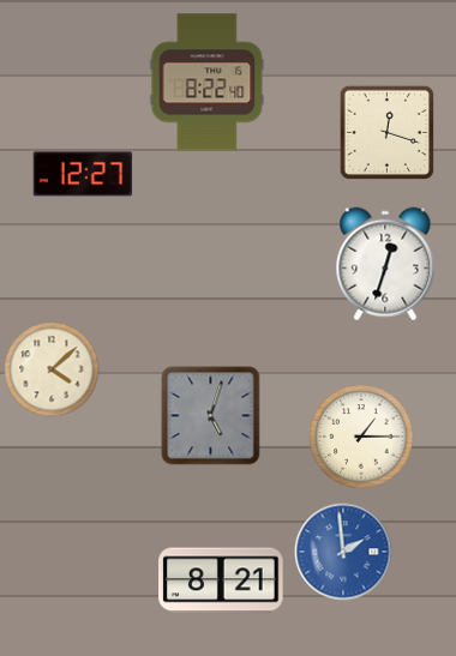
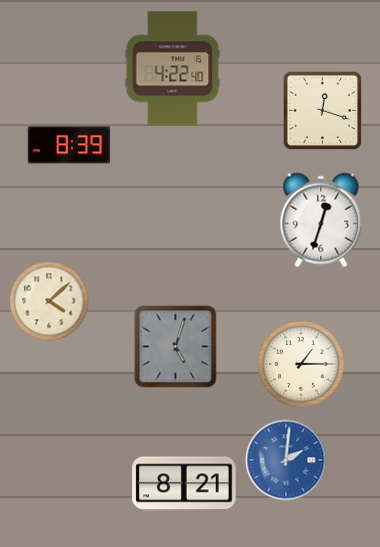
clock at (208, 83): 8:22 -> 4:22
clock at (83, 174): 12:27 -> 8:39
clock at (52, 369) position: (52, 369) -> (49, 301)
clock at (343, 552): 1:59 -> 2:01
